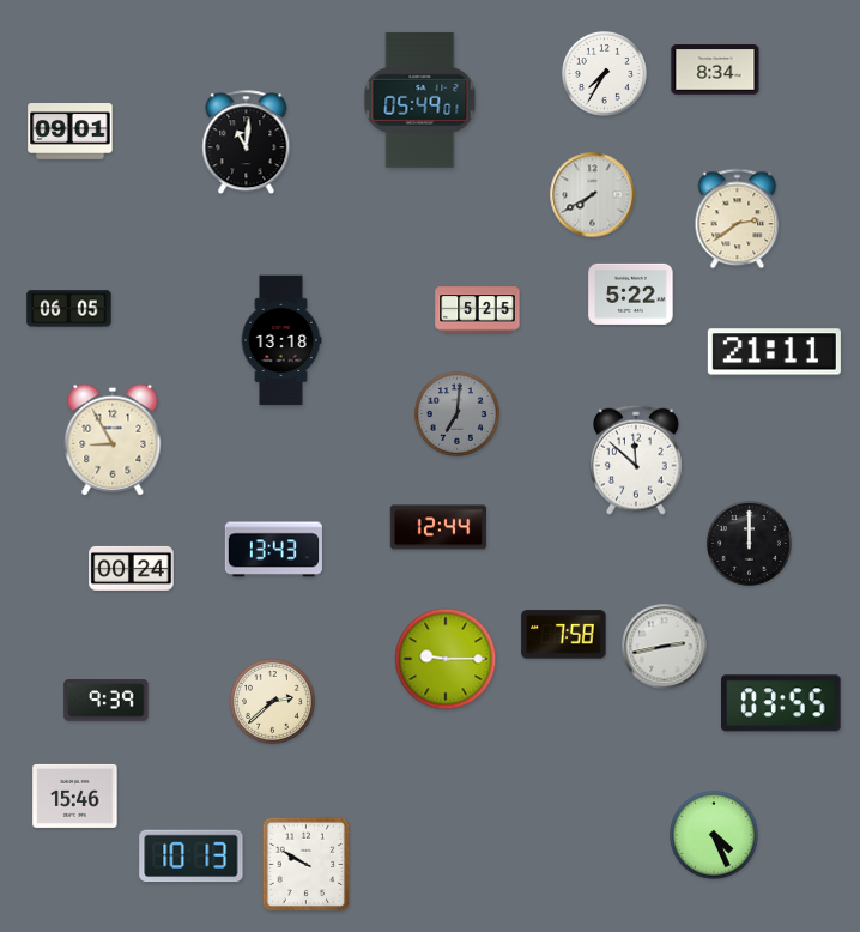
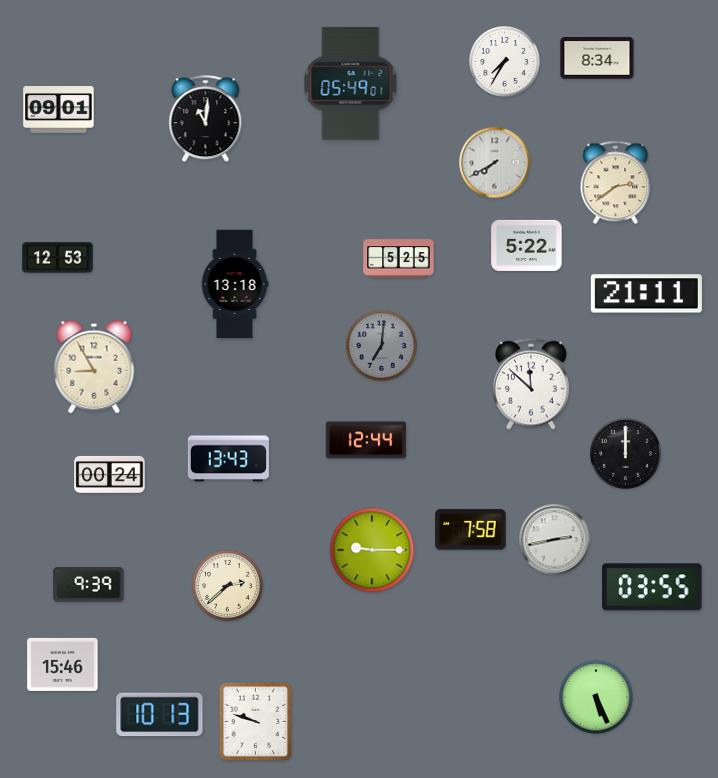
clock at (69, 309): 06:05 -> 12:53
clock at (714, 835): 4:26 -> 5:26
clock at (307, 865): 9:50 -> 9:48
